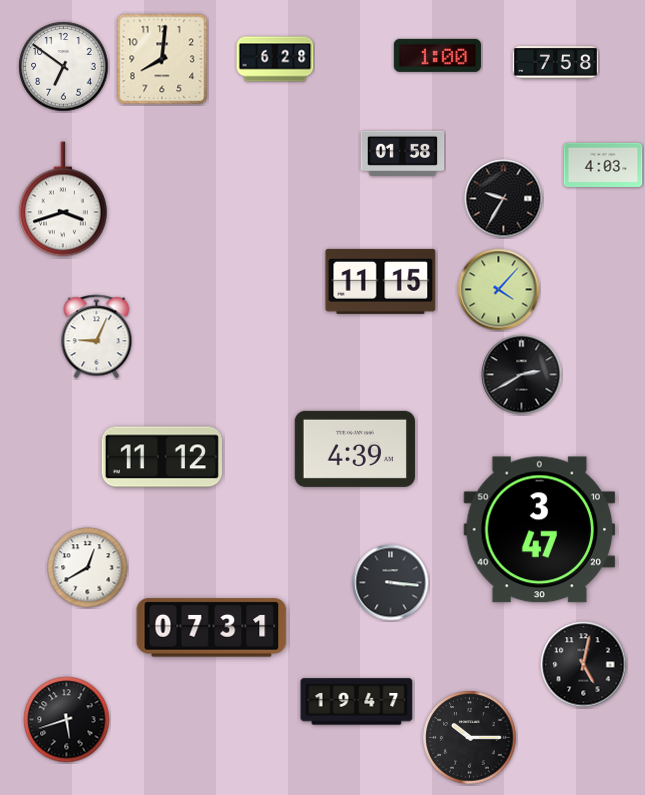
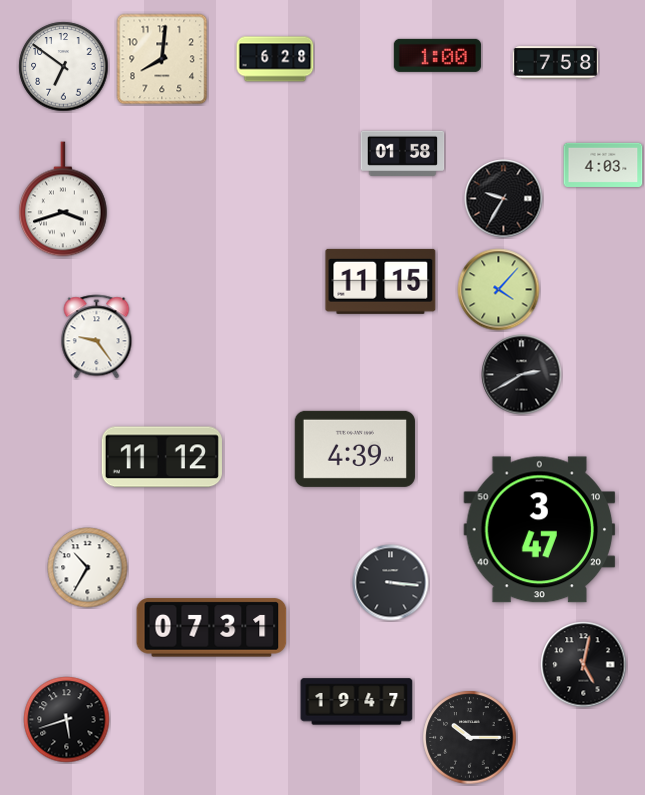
clock at (97, 337): 9:04 -> 9:24
clock at (88, 568): 12:40 -> 10:35
